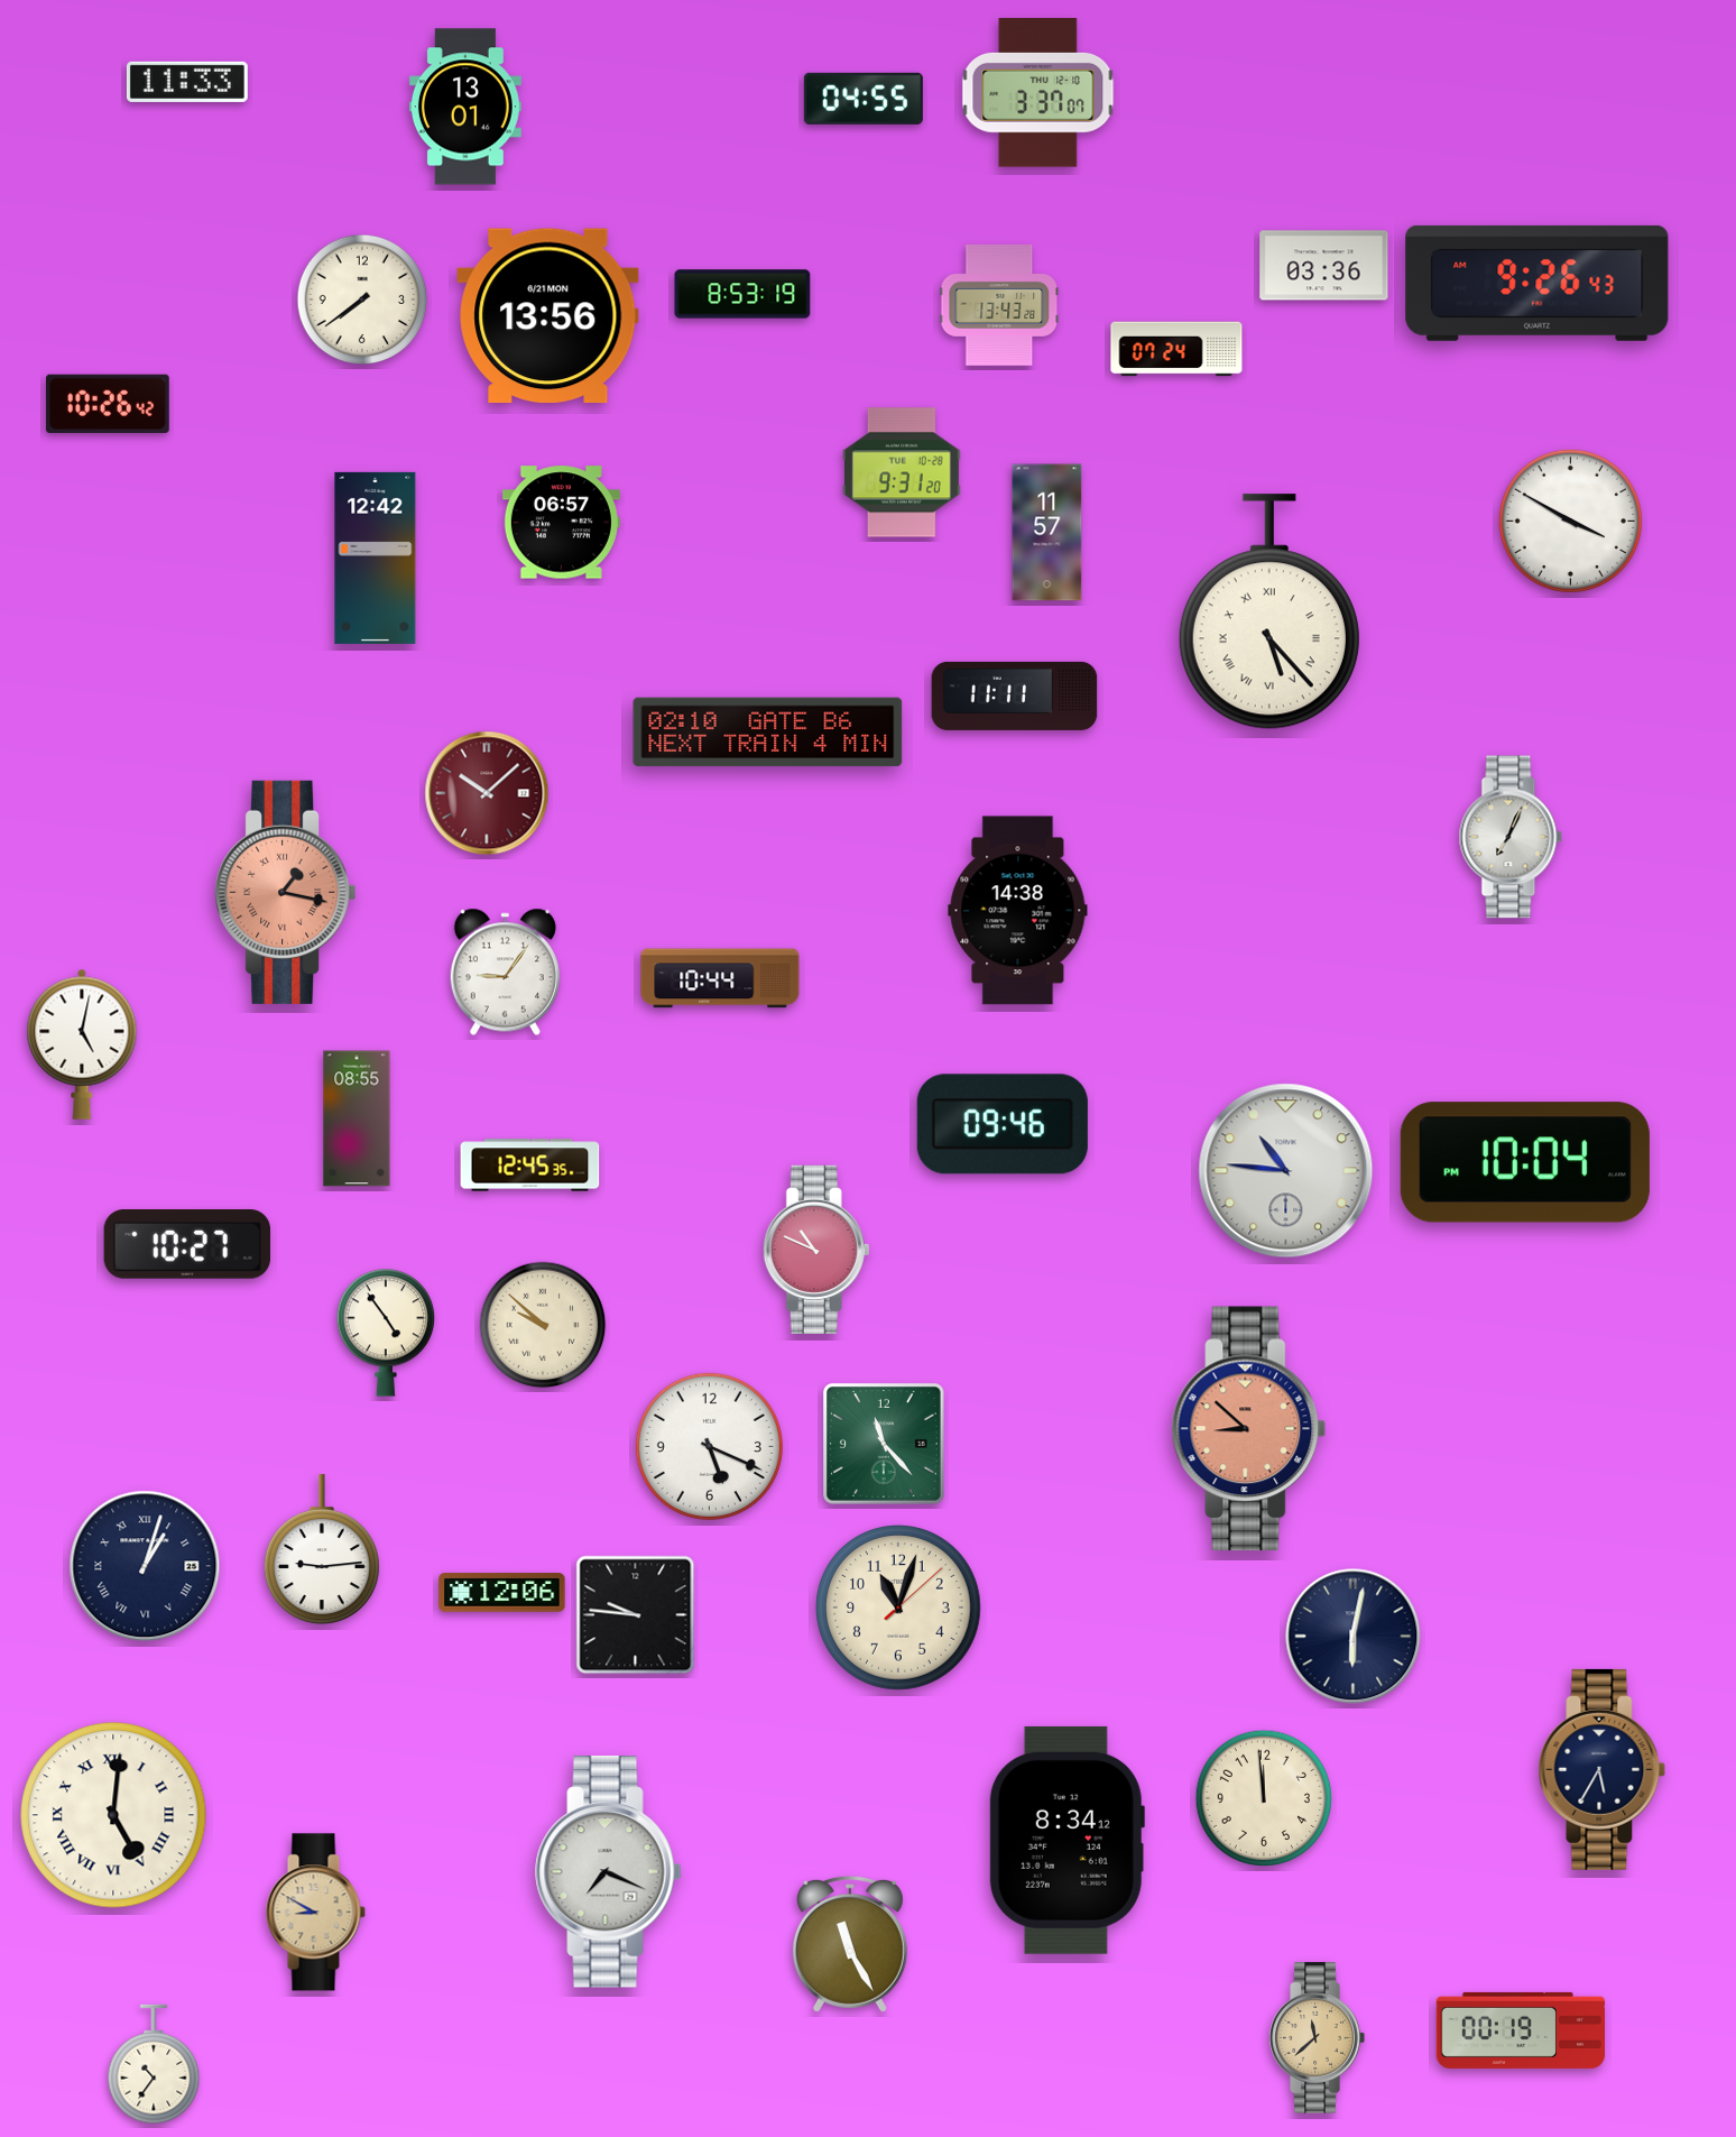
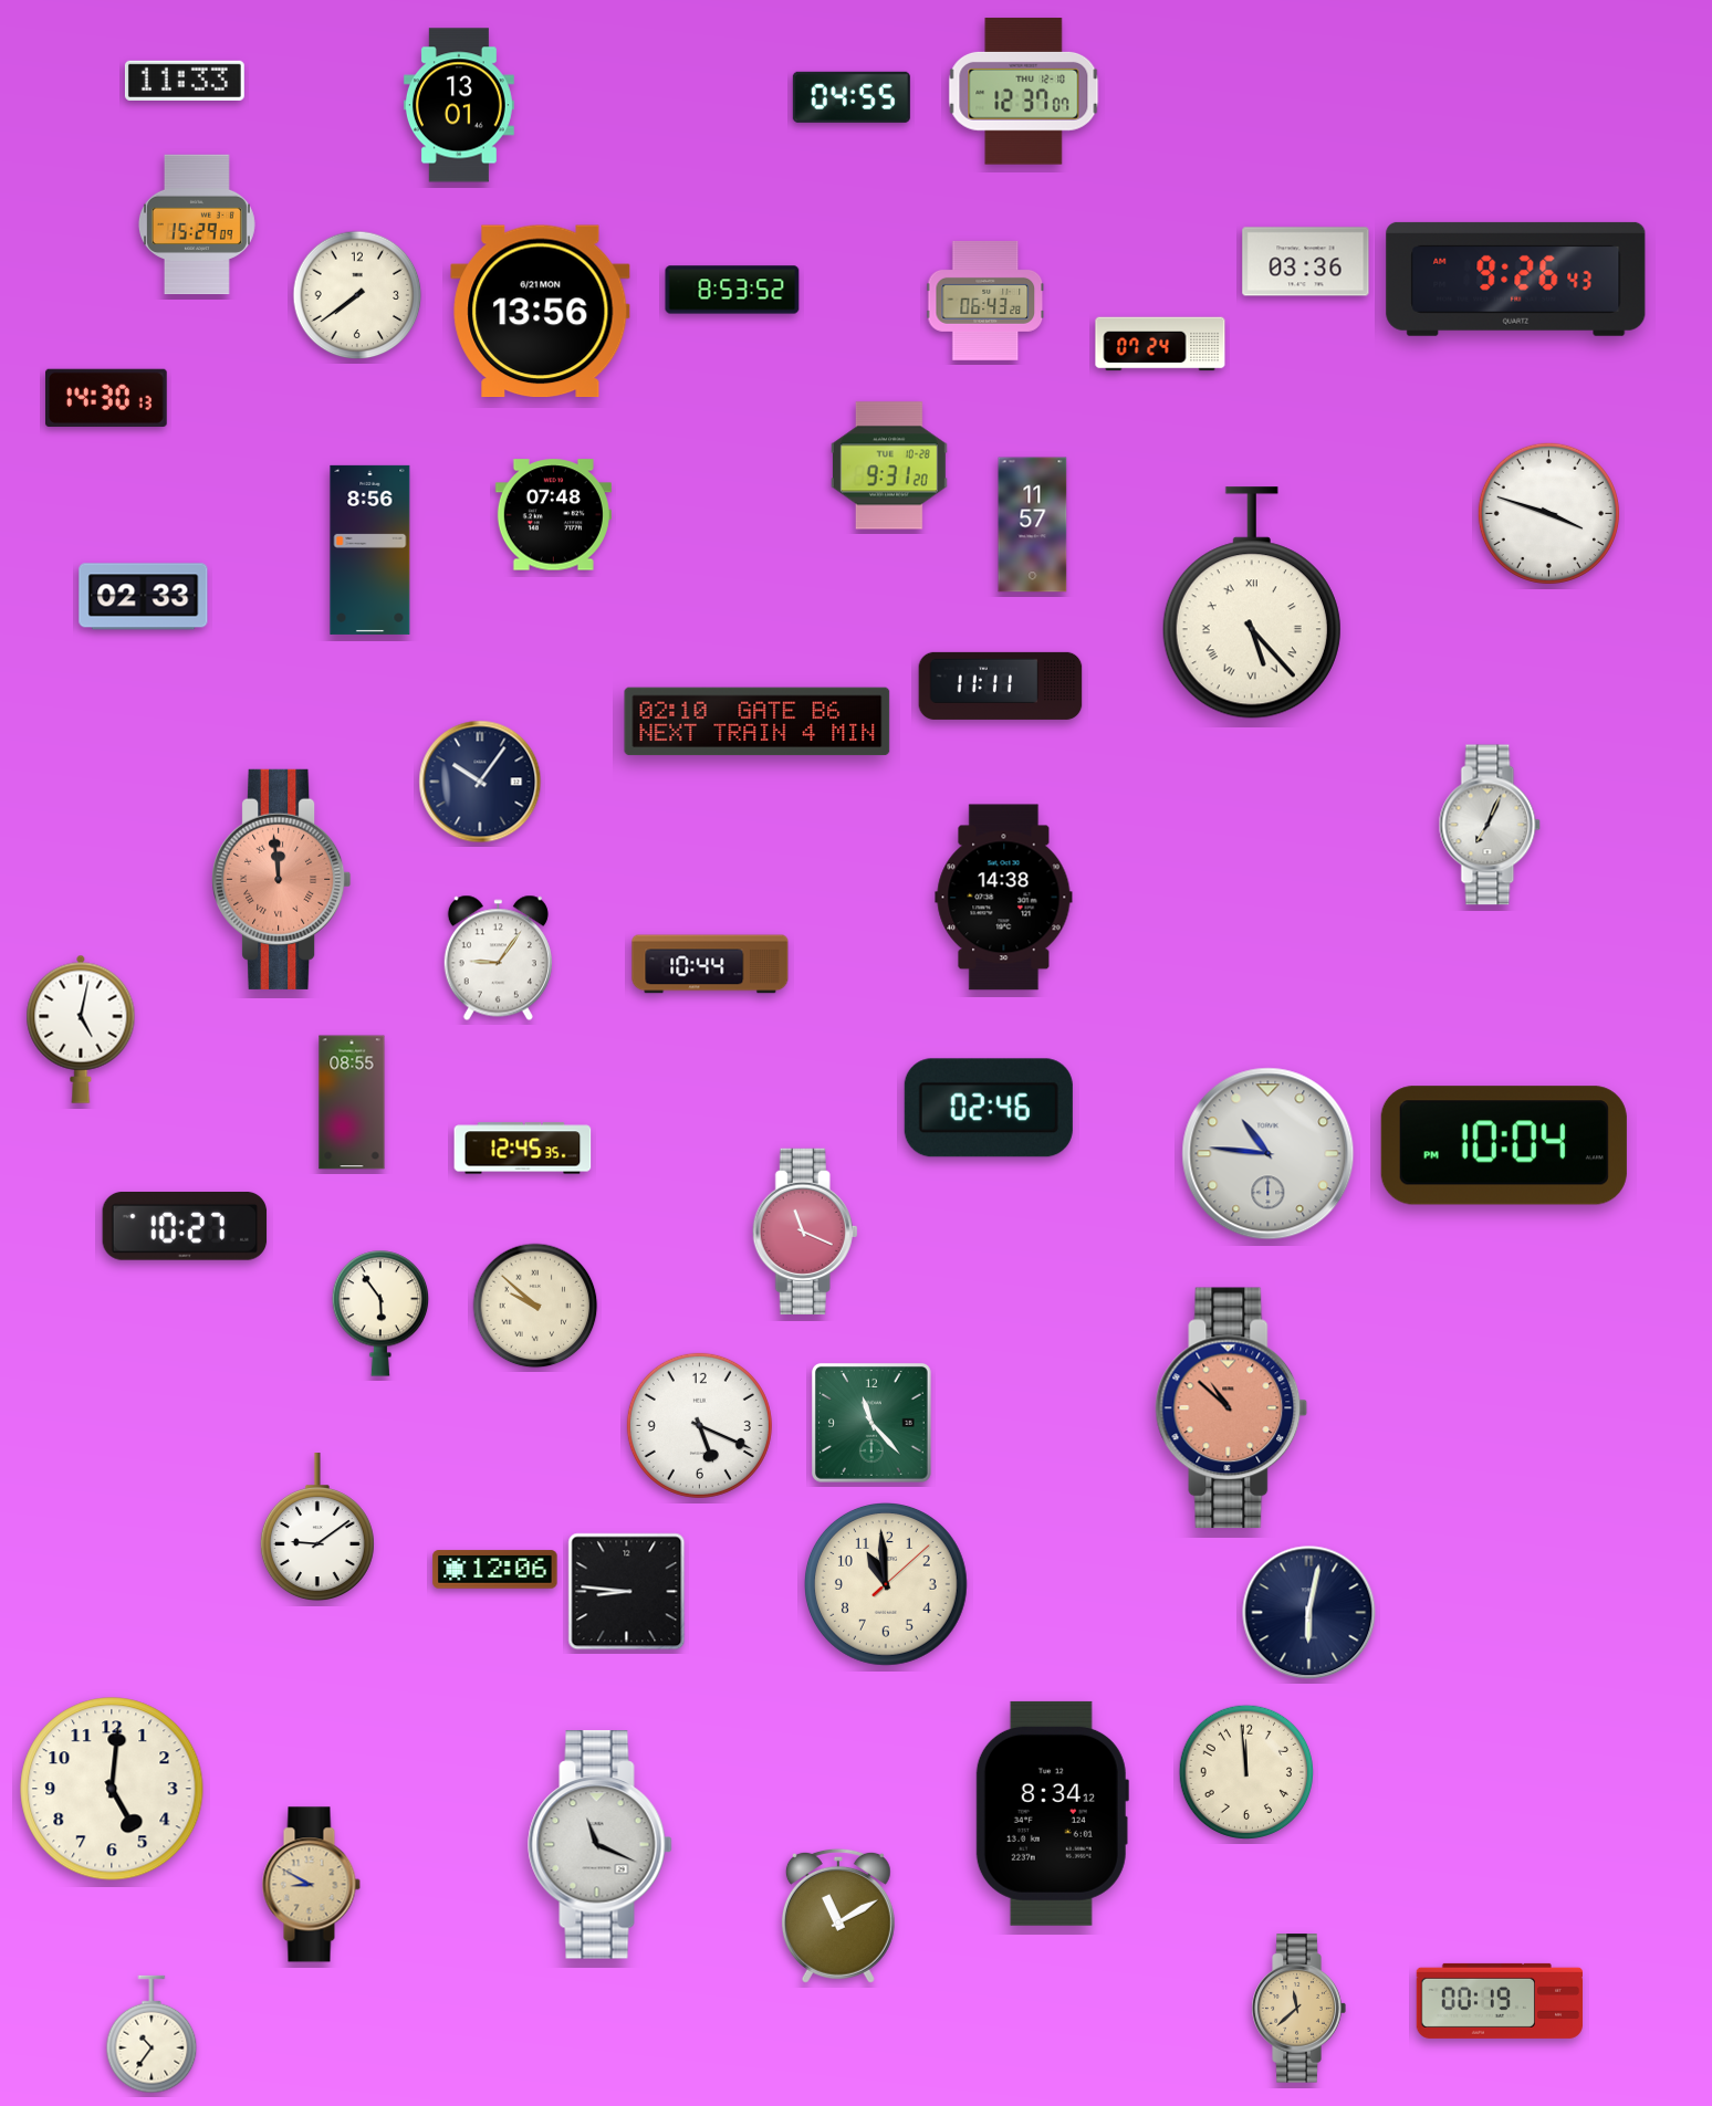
clock at (1038, 93): 3:37 -> 12:37
clock at (197, 224): none -> 15:29
clock at (742, 294): 8:53:19 -> 8:53:52
clock at (999, 305): 13:43 -> 06:43
clock at (109, 404): 10:26 -> 14:30
clock at (1570, 521): 3:50 -> 3:48
clock at (561, 523): 06:57 -> 07:48
clock at (376, 558): 12:42 -> 8:56
clock at (144, 597): none -> 02:33
clock at (487, 793): 10:08 -> 10:06
clock at (487, 793) dial: burgundy -> navy
clock at (286, 892): 1:17 -> 11:59
clock at (1003, 1124): 09:46 -> 02:46
clock at (816, 1249): 10:49 -> 11:19
clock at (386, 1333): 4:54 -> 5:54
clock at (1249, 1429): 8:52 -> 10:52
clock at (322, 1550): 9:14 -> 9:09
clock at (145, 1566): 1:03 -> none
clock at (899, 1609): 11:03 -> 10:59
clock at (636, 1615): 9:46 -> 8:46
clock at (1354, 1637) position: (1354, 1637) -> (1309, 1613)
clock at (1603, 1769): 5:35 -> none
clock at (113, 1815) numerals: Roman -> Arabic
clock at (609, 1872): 7:19 -> 11:19
clock at (850, 1944): 11:25 -> 11:10
